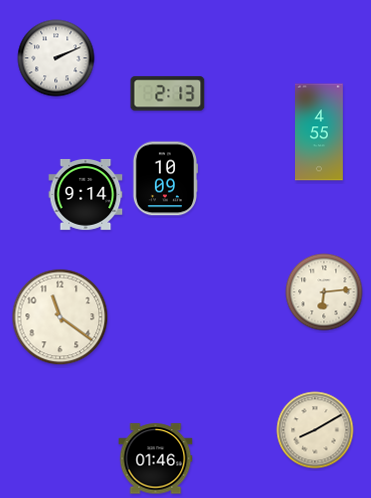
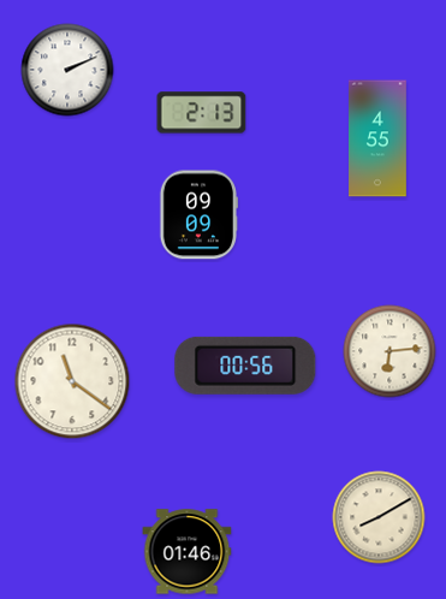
clock at (320, 132) position: (320, 132) -> (379, 138)
clock at (164, 179): 10:09 -> 09:09
clock at (86, 195): 9:14 -> none
clock at (245, 366): none -> 00:56
